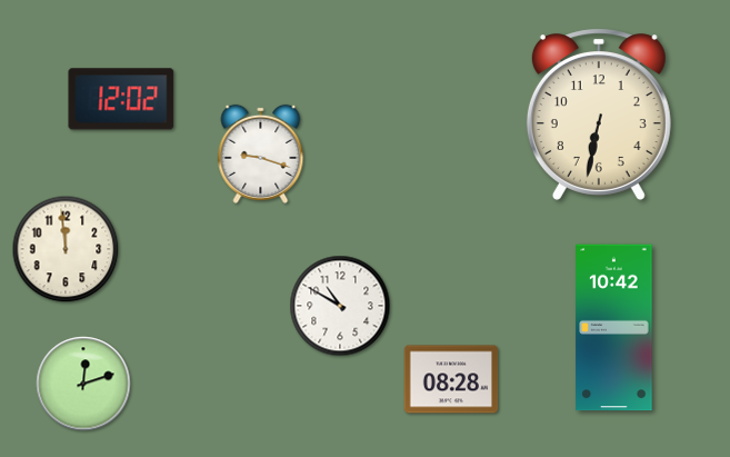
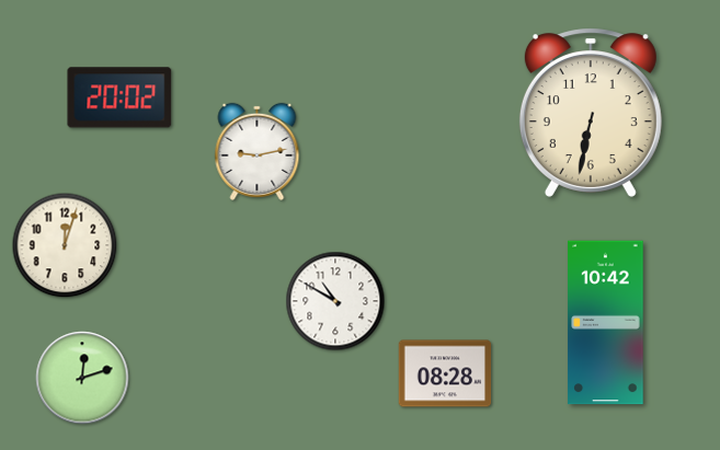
clock at (121, 99): 12:02 -> 20:02
clock at (261, 153): 9:18 -> 9:13
clock at (66, 249): 11:59 -> 12:03
